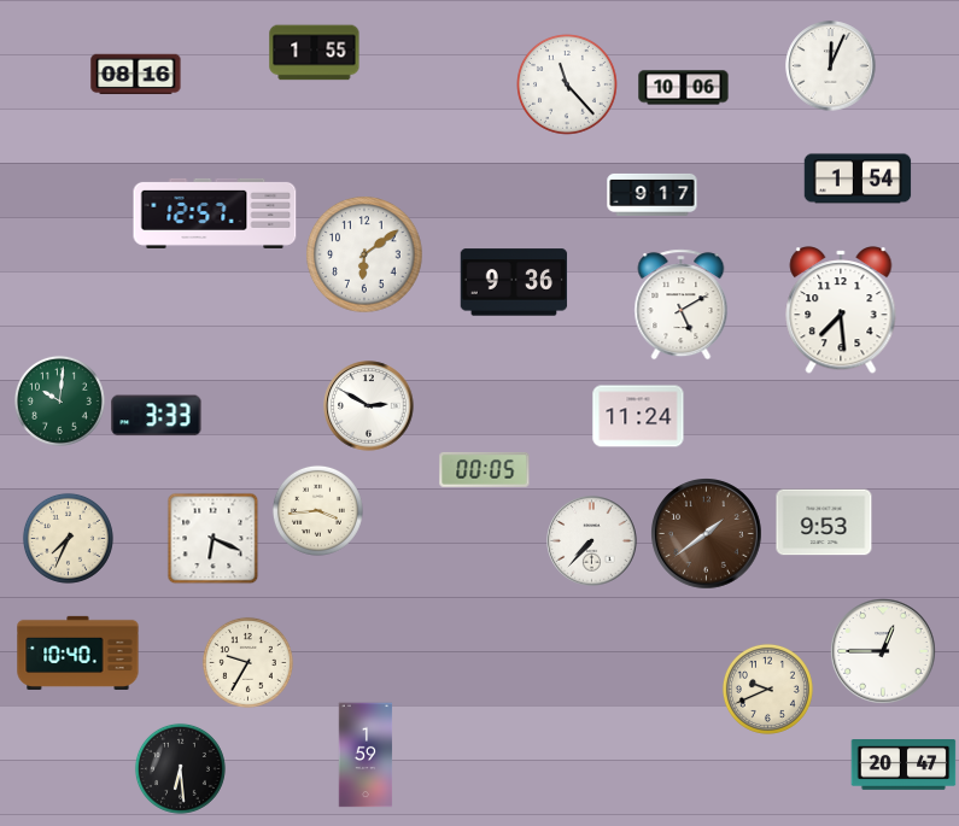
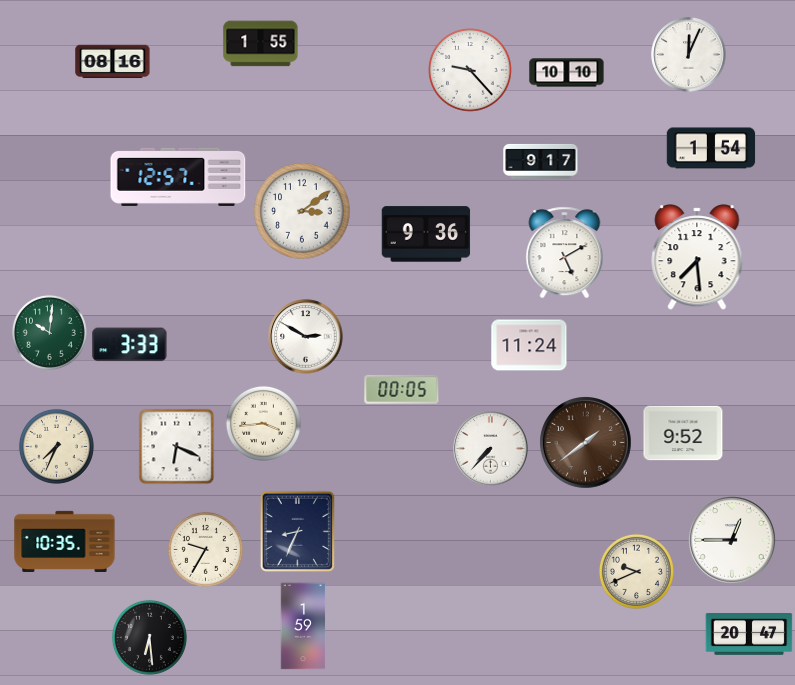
clock at (568, 86): 11:23 -> 9:23
clock at (684, 88): 10:06 -> 10:10
clock at (364, 254): 6:09 -> 3:09
clock at (824, 522): 9:53 -> 9:52
clock at (297, 531): none -> 8:34
clock at (78, 652): 10:40 -> 10:35
